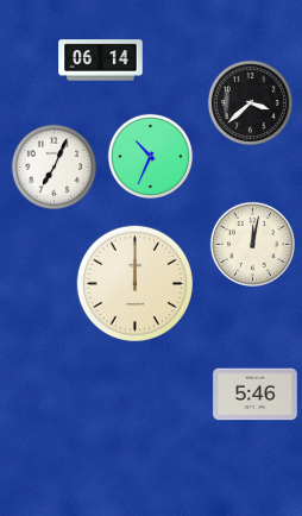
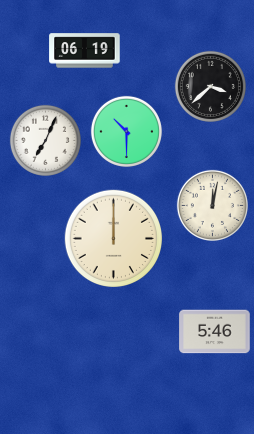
clock at (101, 61): 06:14 -> 06:19
clock at (150, 156): 10:34 -> 10:30
